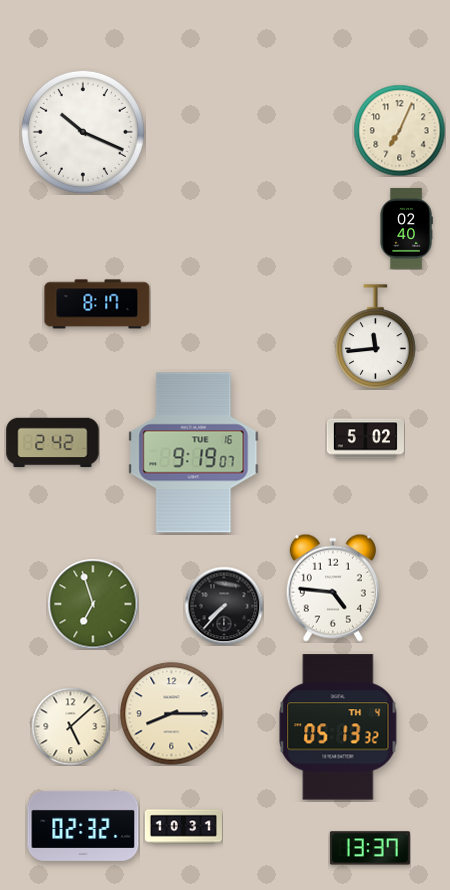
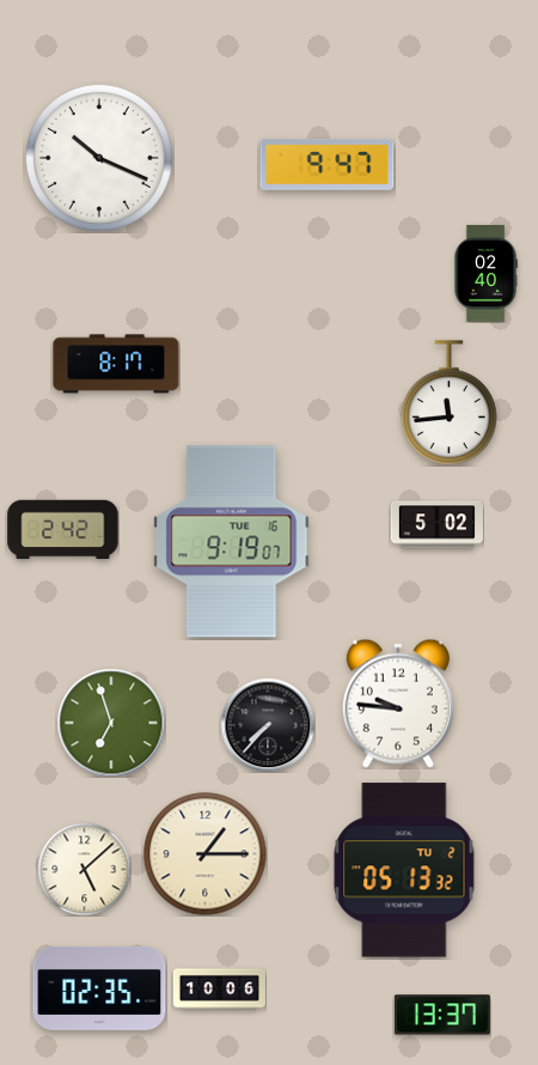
clock at (399, 130): 7:04 -> none
clock at (328, 164): none -> 9:47
clock at (333, 588): 4:46 -> 9:46
clock at (172, 714): 8:15 -> 1:15
clock at (338, 727) date: TH 4 -> TU 2
clock at (83, 826): 02:32 -> 02:35
clock at (183, 827): 10:31 -> 10:06
